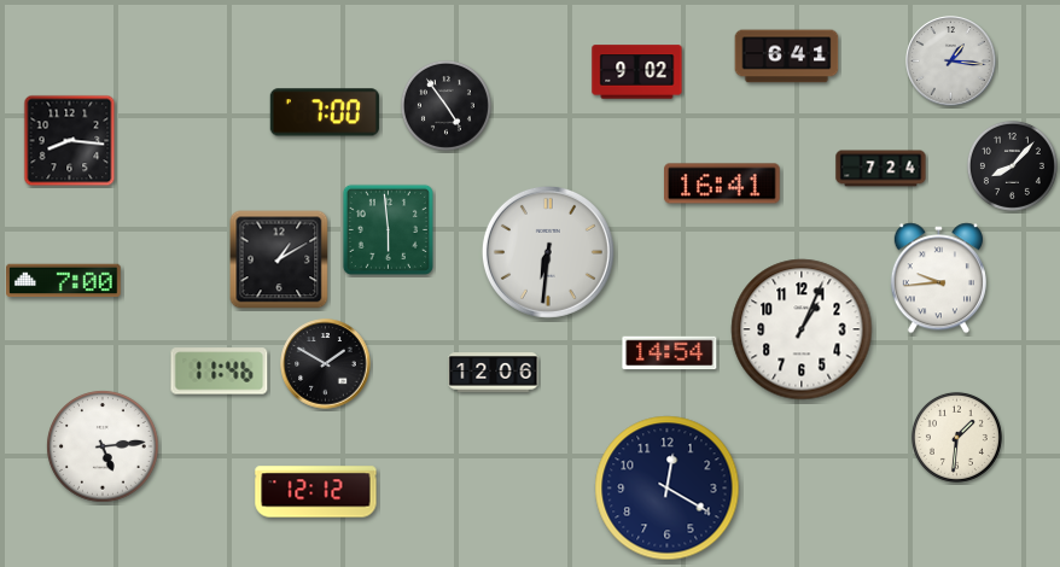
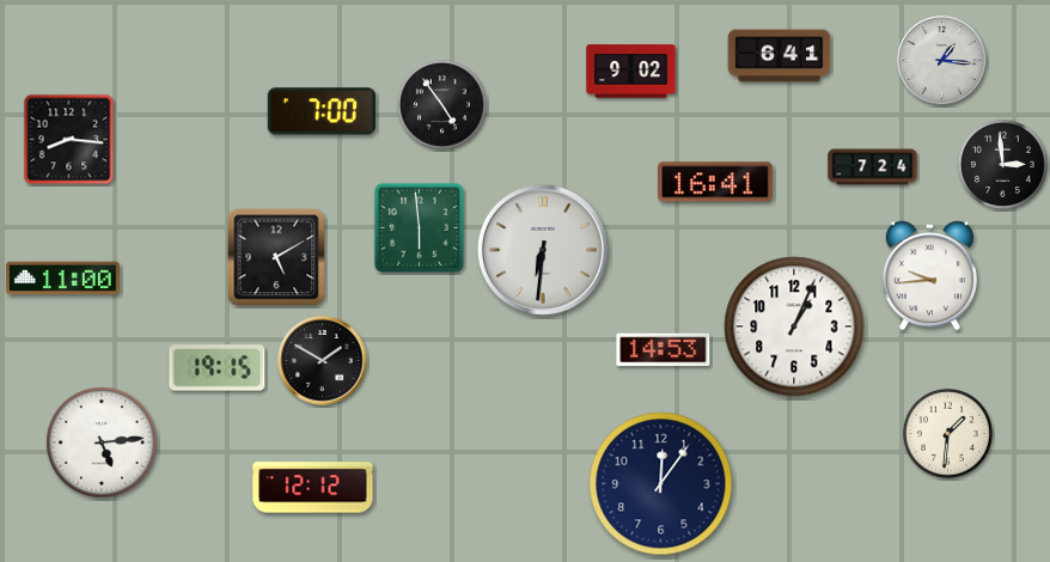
clock at (1012, 165): 8:07 -> 2:59
clock at (388, 229) position: (388, 229) -> (419, 227)
clock at (279, 259): 1:10 -> 5:10
clock at (64, 281): 7:00 -> 11:00
clock at (670, 353): 14:54 -> 14:53
clock at (220, 372): 11:46 -> 19:15
clock at (494, 373): 12:06 -> none
clock at (668, 489): 12:20 -> 12:06
